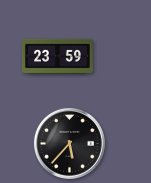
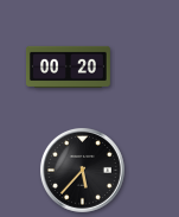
clock at (58, 56): 23:59 -> 00:20
